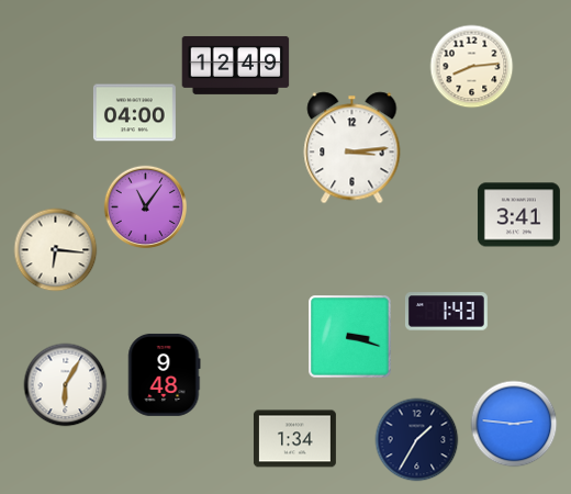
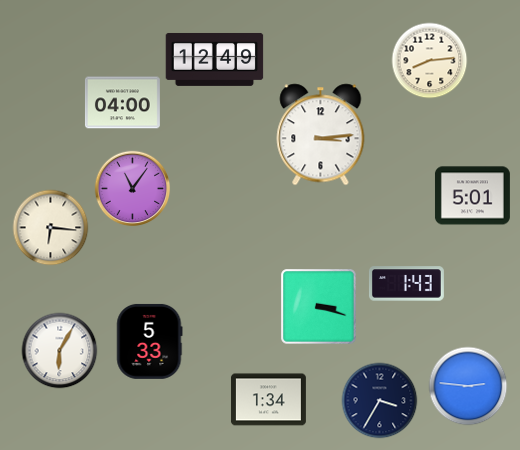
clock at (518, 215): 3:41 -> 5:01
clock at (165, 374): 9:48 -> 5:33
clock at (417, 440): 1:35 -> 3:35
